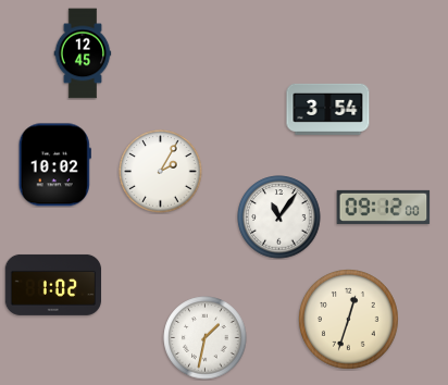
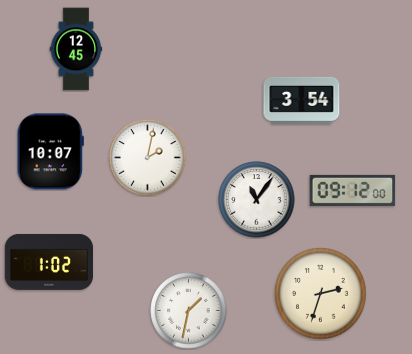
clock at (54, 165): 10:02 -> 10:07
clock at (161, 172): 2:05 -> 2:02
clock at (349, 320): 12:33 -> 2:33
